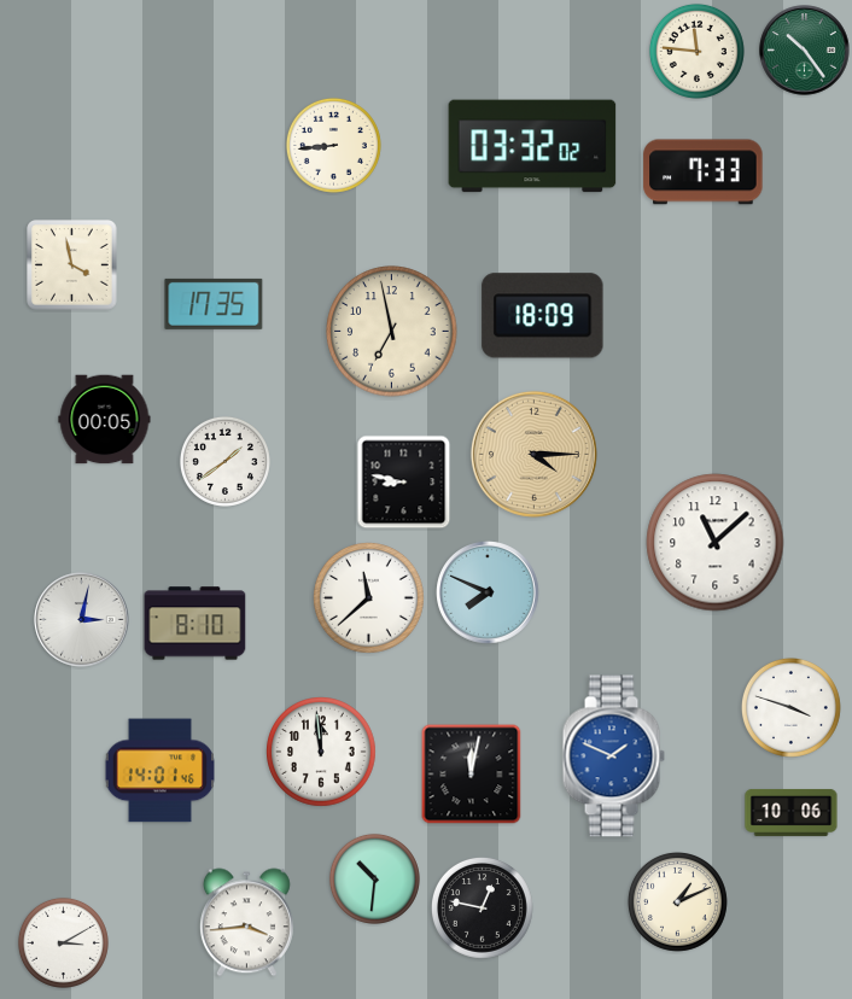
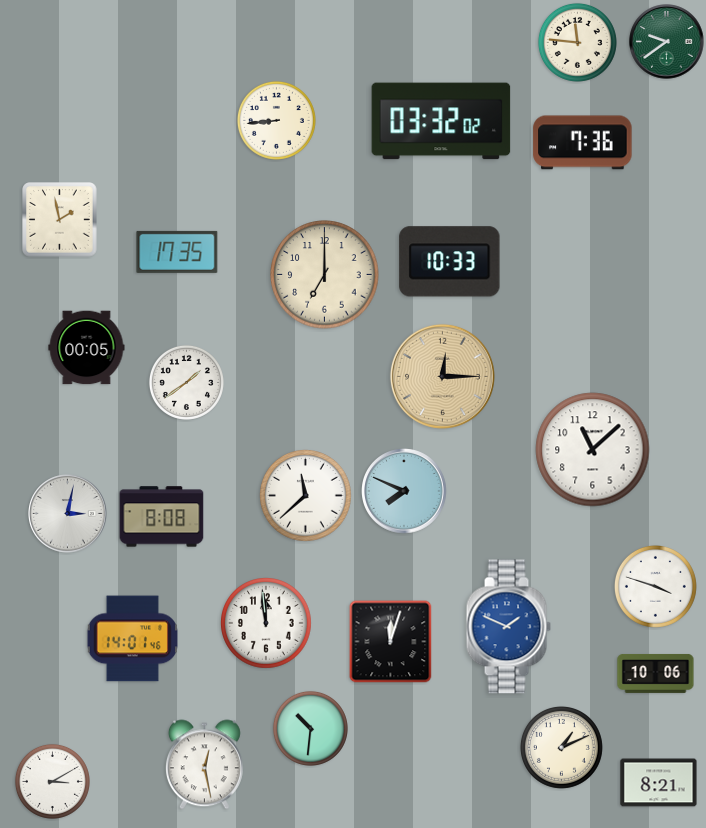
clock at (805, 51): 10:24 -> 9:39
clock at (704, 173): 7:33 -> 7:36
clock at (72, 265): 3:58 -> 1:58
clock at (543, 316): 18:09 -> 10:33
clock at (392, 332): 6:58 -> 7:00
clock at (533, 454): 4:15 -> 12:15
clock at (404, 483): 8:47 -> none
clock at (196, 624): 8:10 -> 8:08
clock at (472, 775): 12:02 -> 12:03
clock at (482, 907): 12:47 -> none
clock at (246, 923): 3:44 -> 12:28
clock at (659, 783): none -> 8:21
